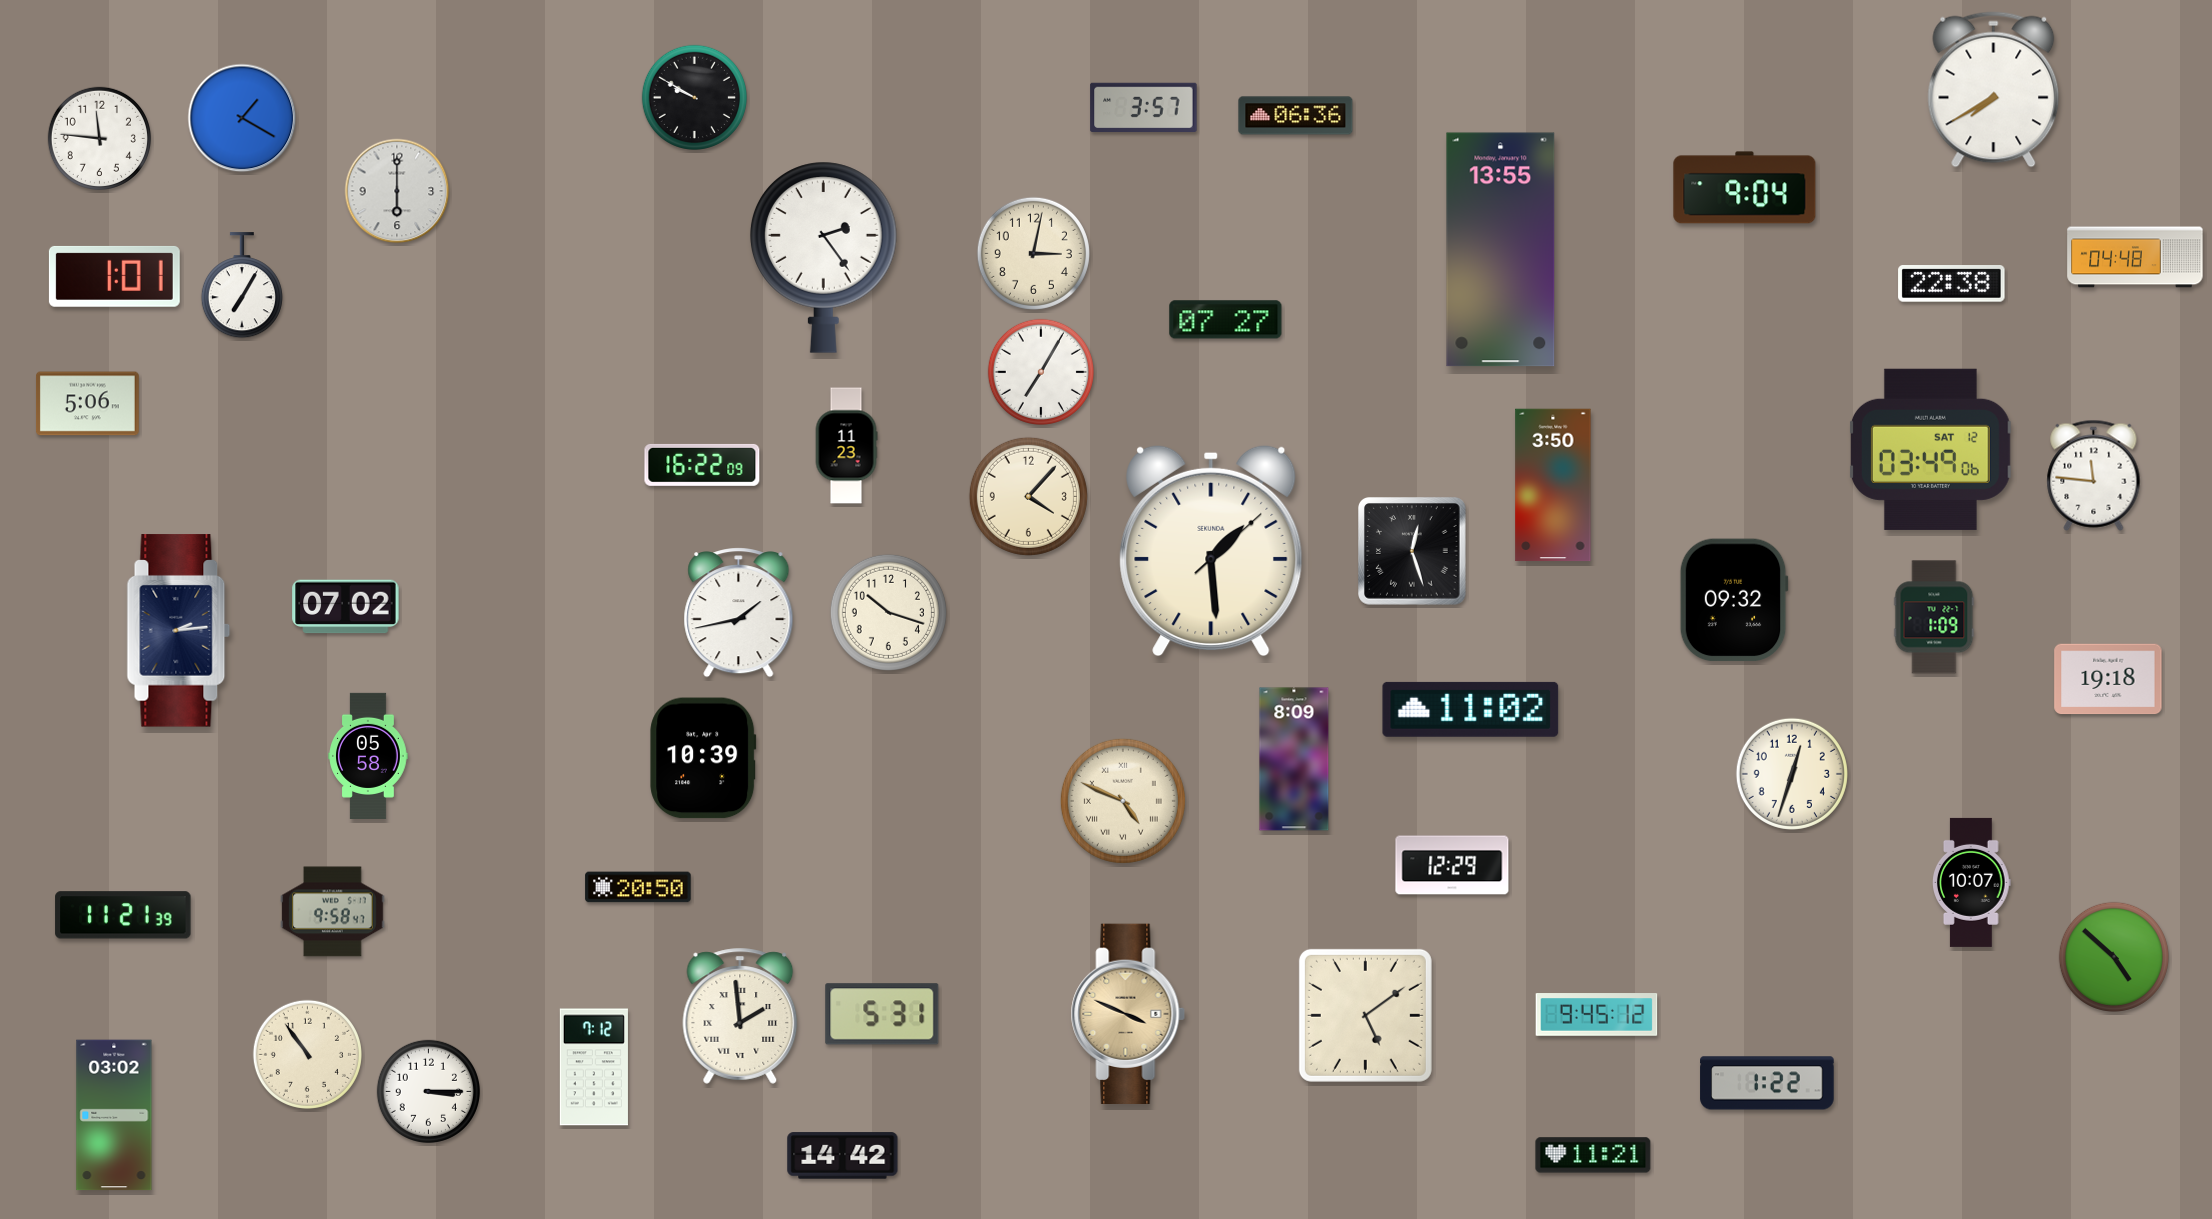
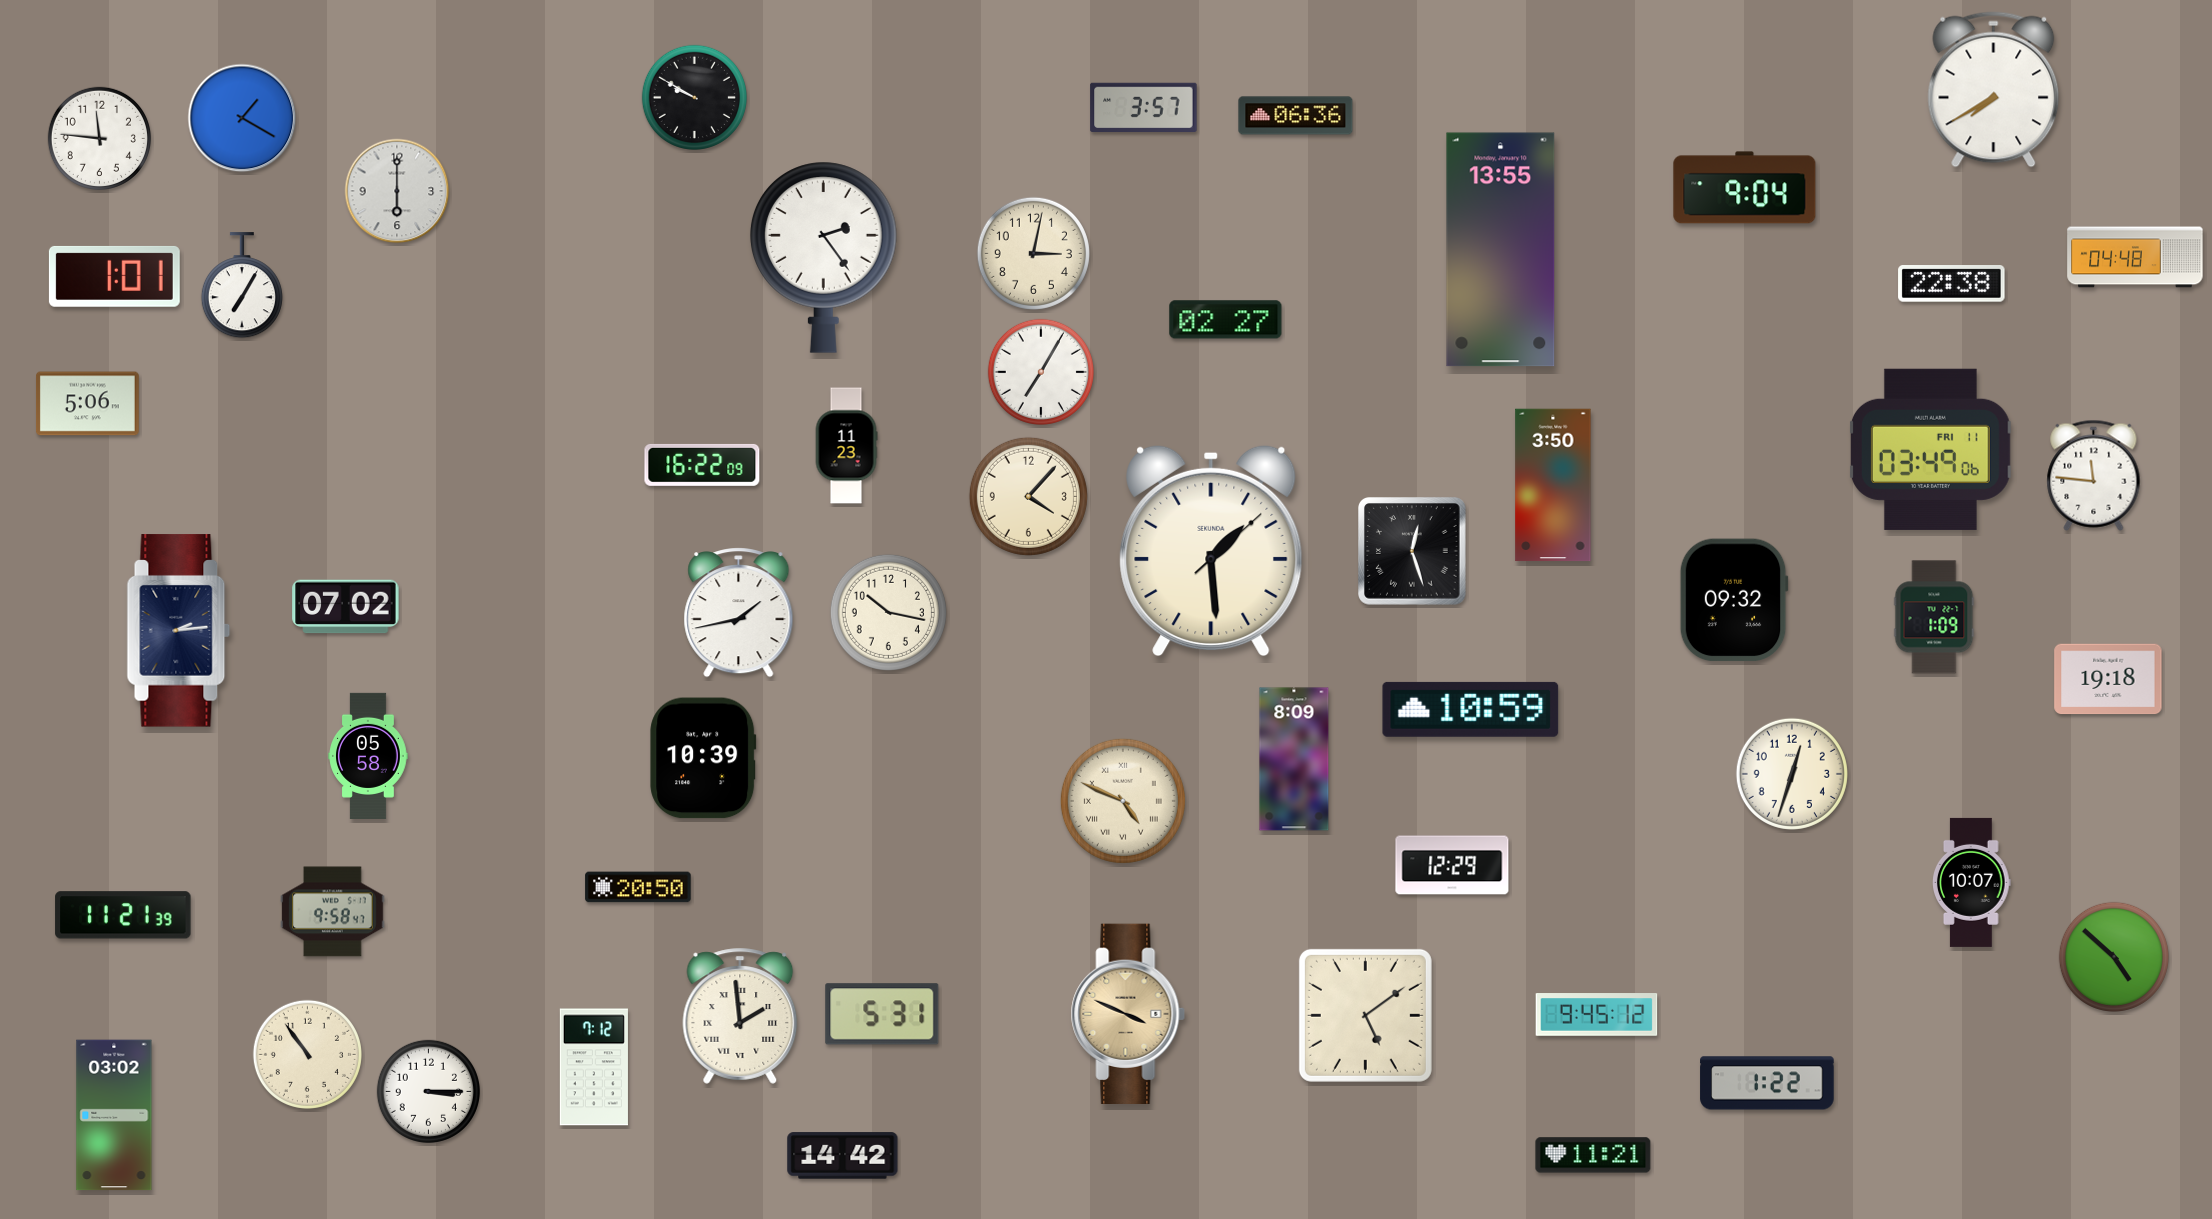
clock at (1226, 320): 07:27 -> 02:27
clock at (1930, 449) date: SAT 12 -> FRI 11
clock at (888, 612): 10:18 -> 10:17
clock at (1471, 709): 11:02 -> 10:59
